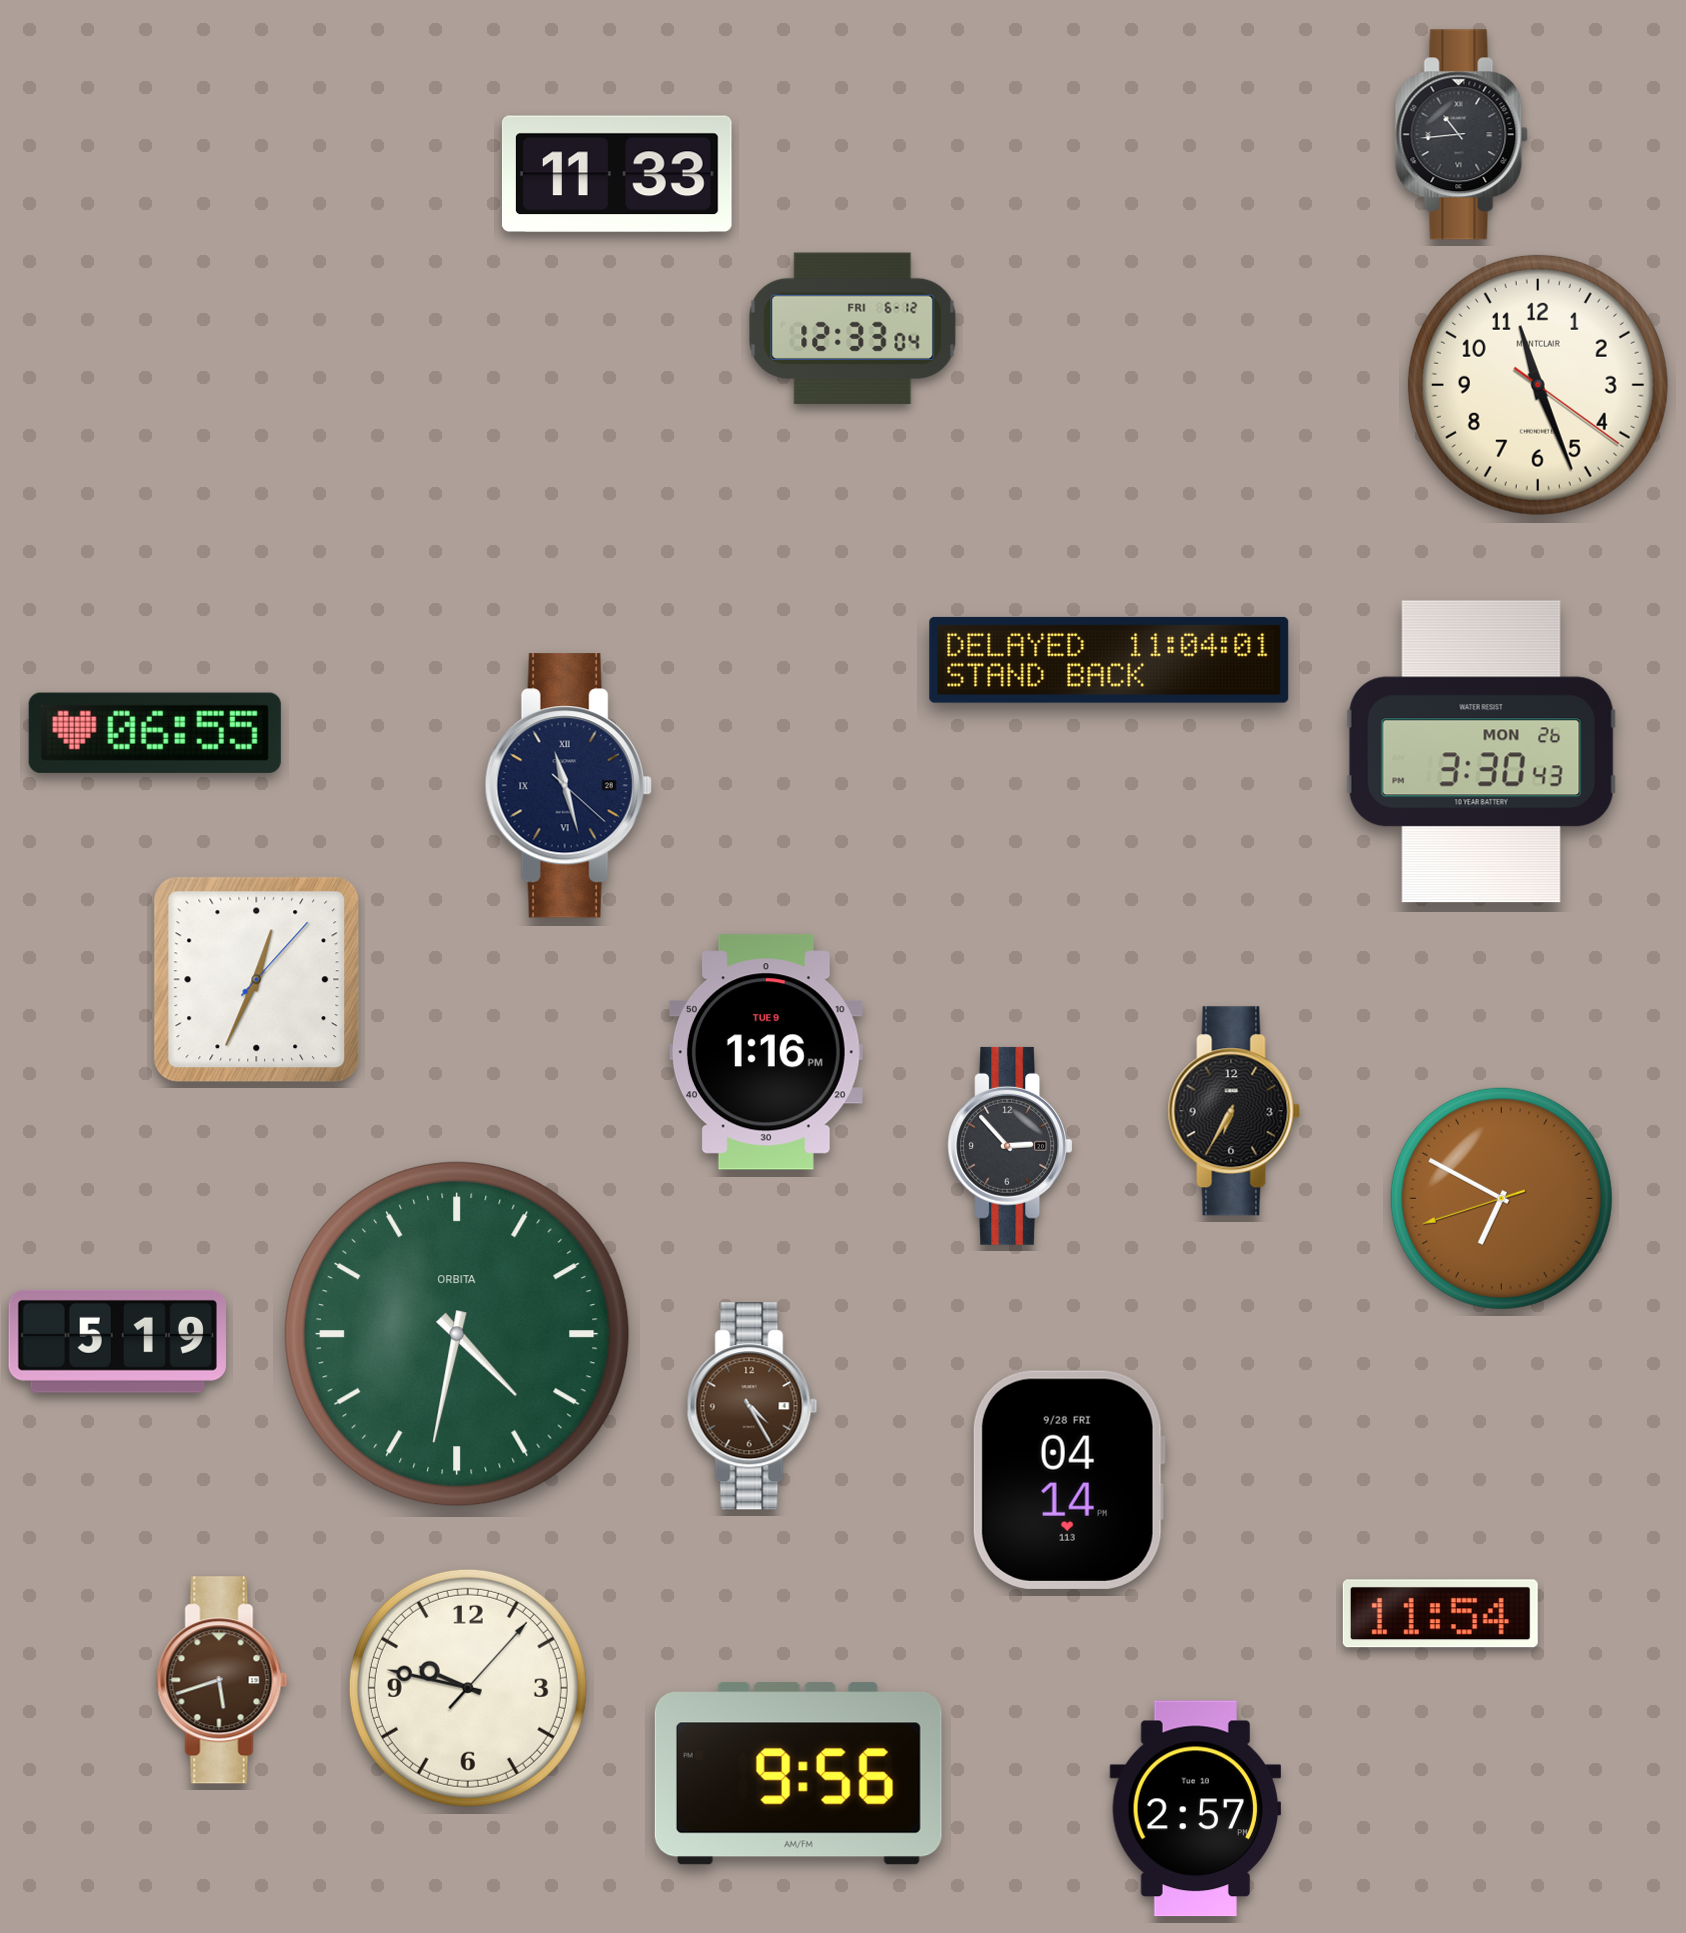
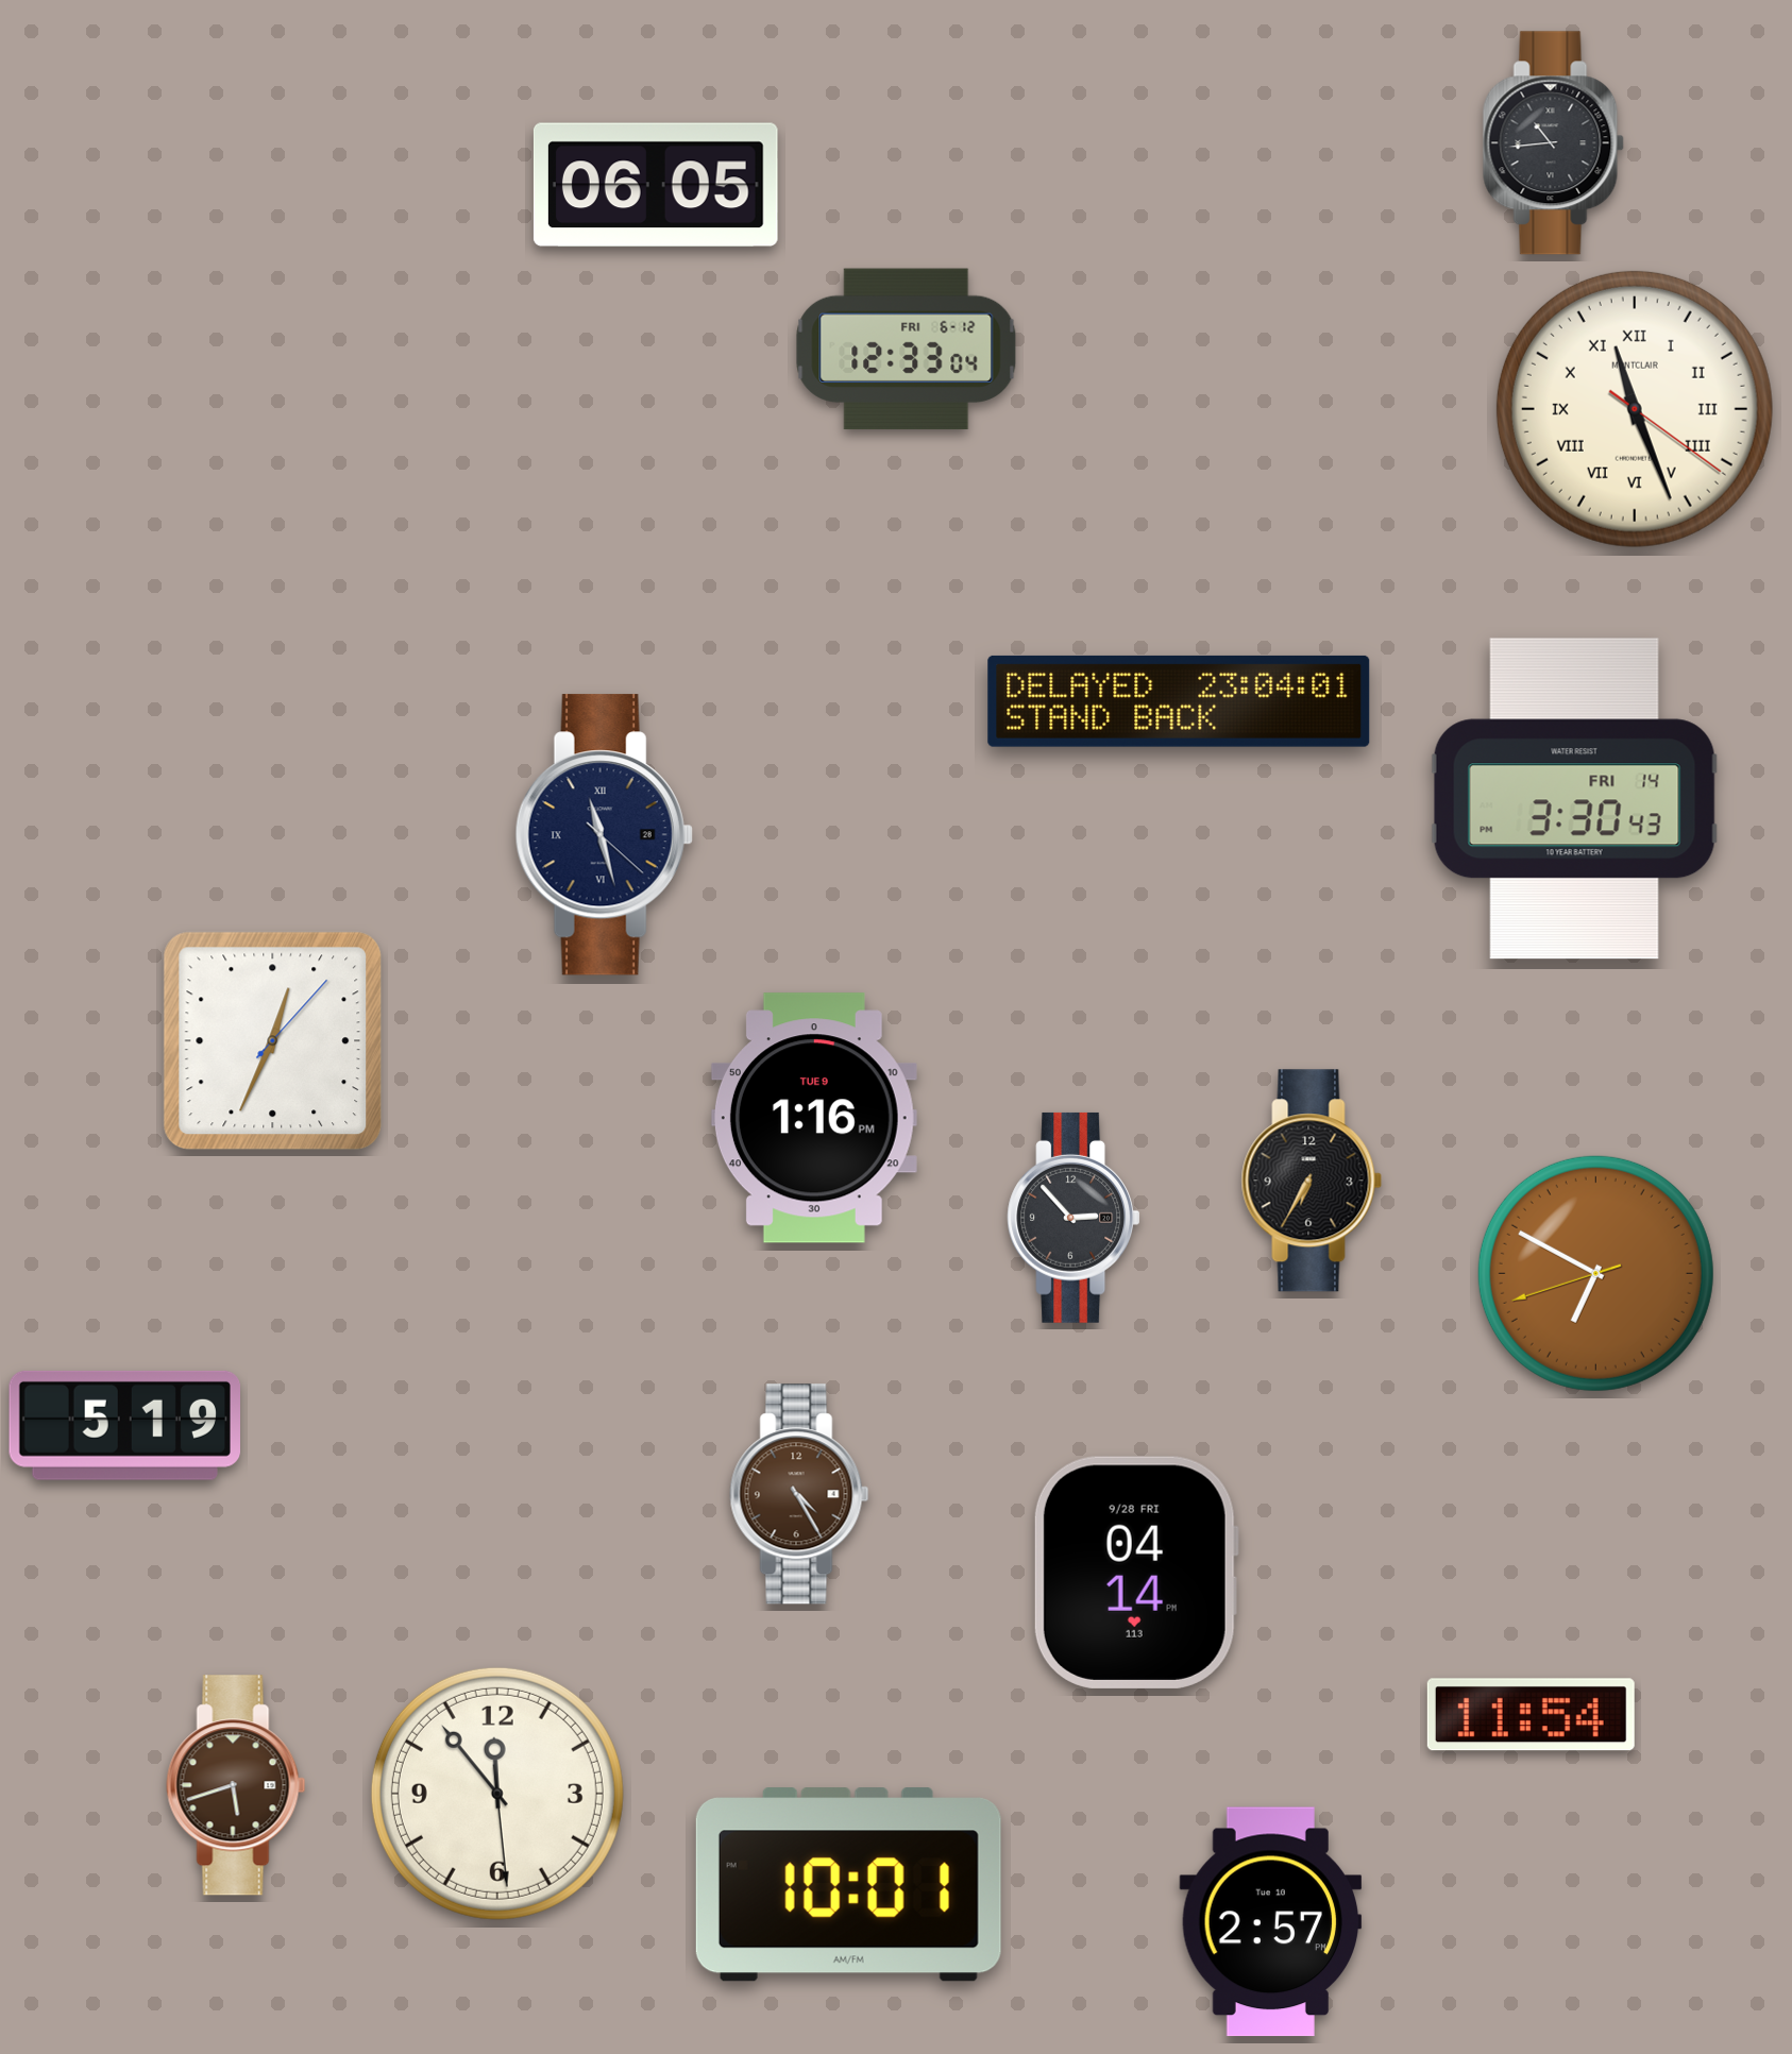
clock at (617, 174): 11:33 -> 06:05
clock at (1538, 385) numerals: Arabic -> Roman
clock at (1109, 660): 11:04 -> 23:04
clock at (155, 733): 06:55 -> none
clock at (1481, 752) date: MON 26 -> FRI 14
clock at (457, 1334): 4:32 -> none
clock at (468, 1688): 9:47 -> 11:53
clock at (798, 1774): 9:56 -> 10:01
